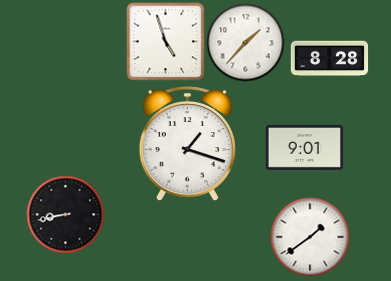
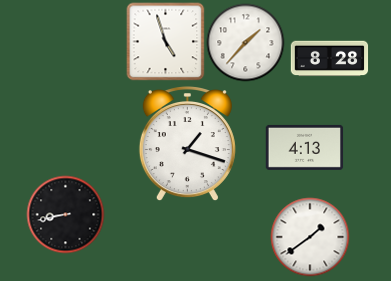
clock at (304, 147): 9:01 -> 4:13
